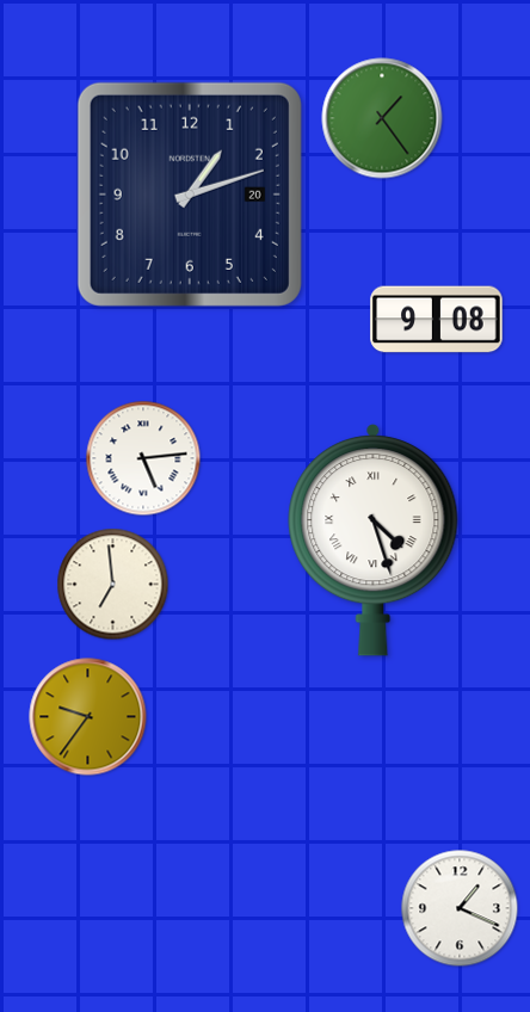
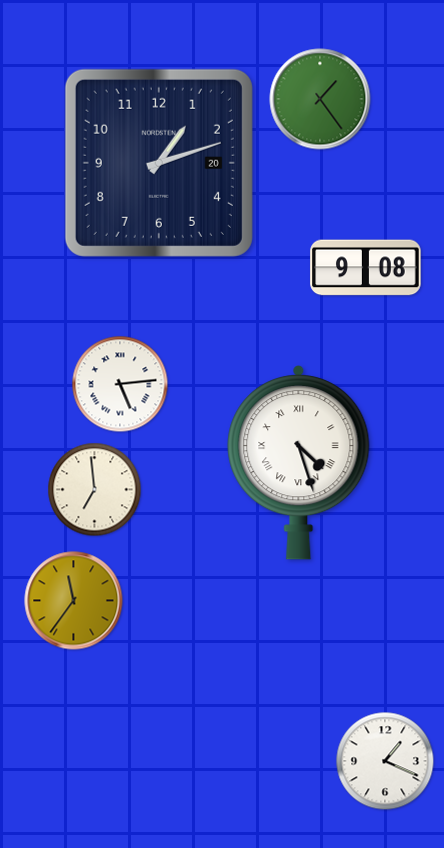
clock at (374, 541) position: (374, 541) -> (299, 463)
clock at (88, 717): 9:36 -> 11:36
